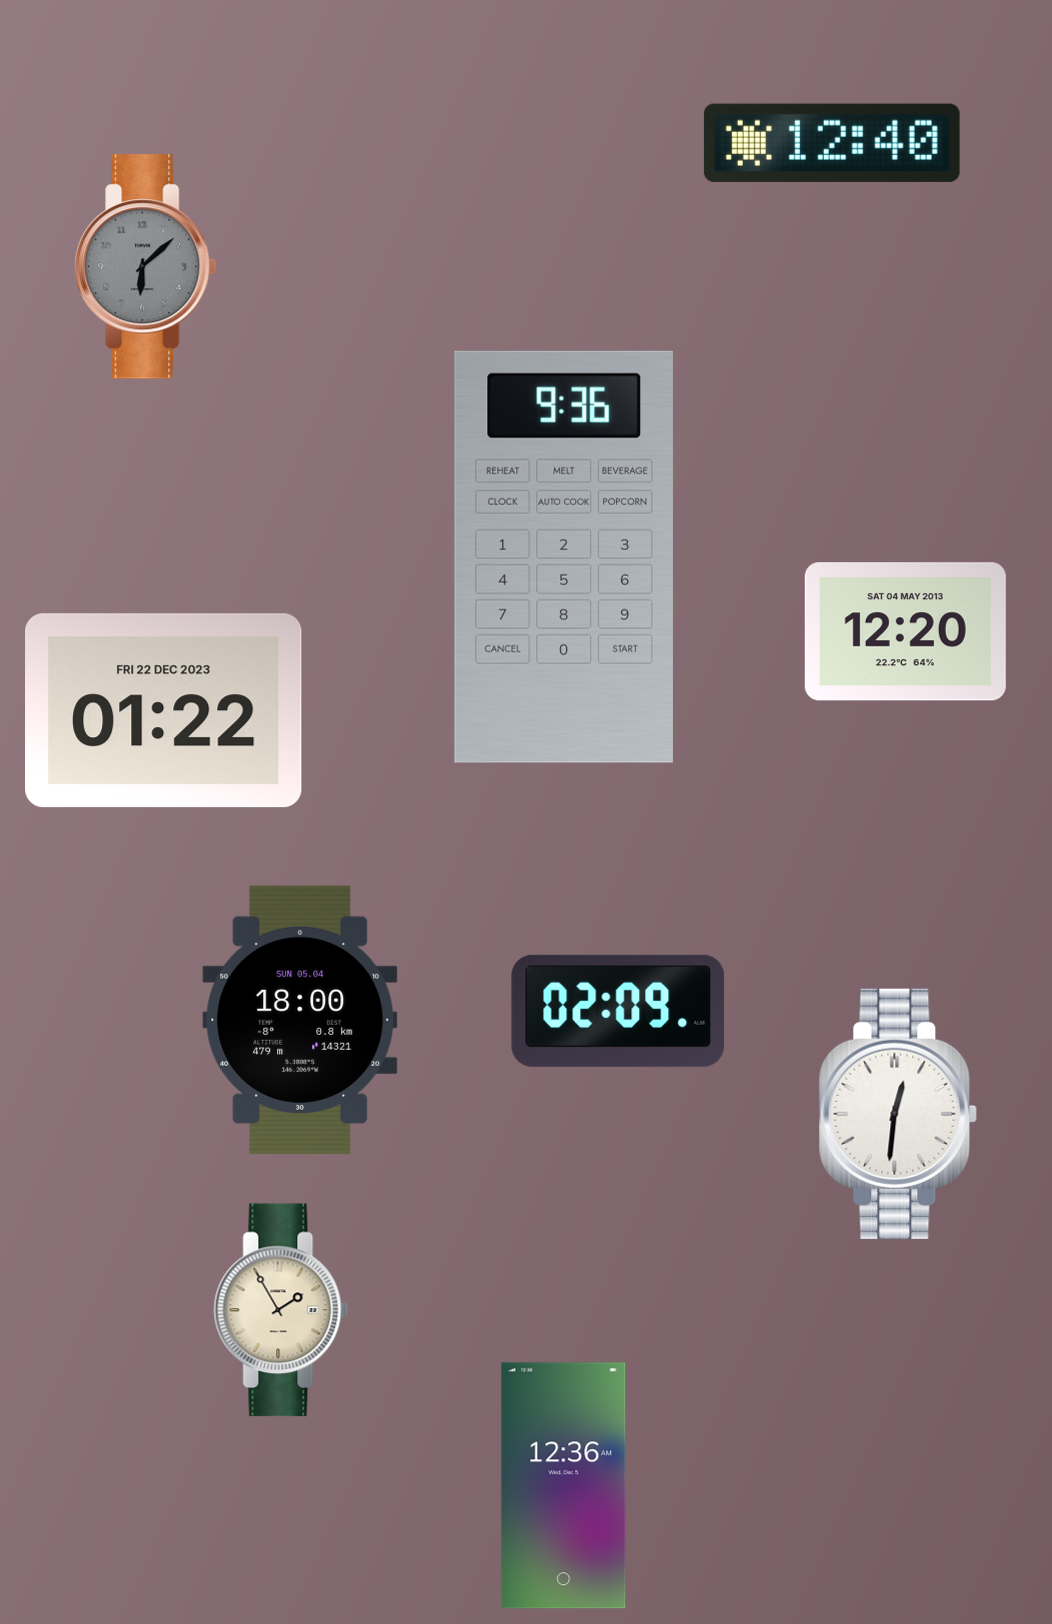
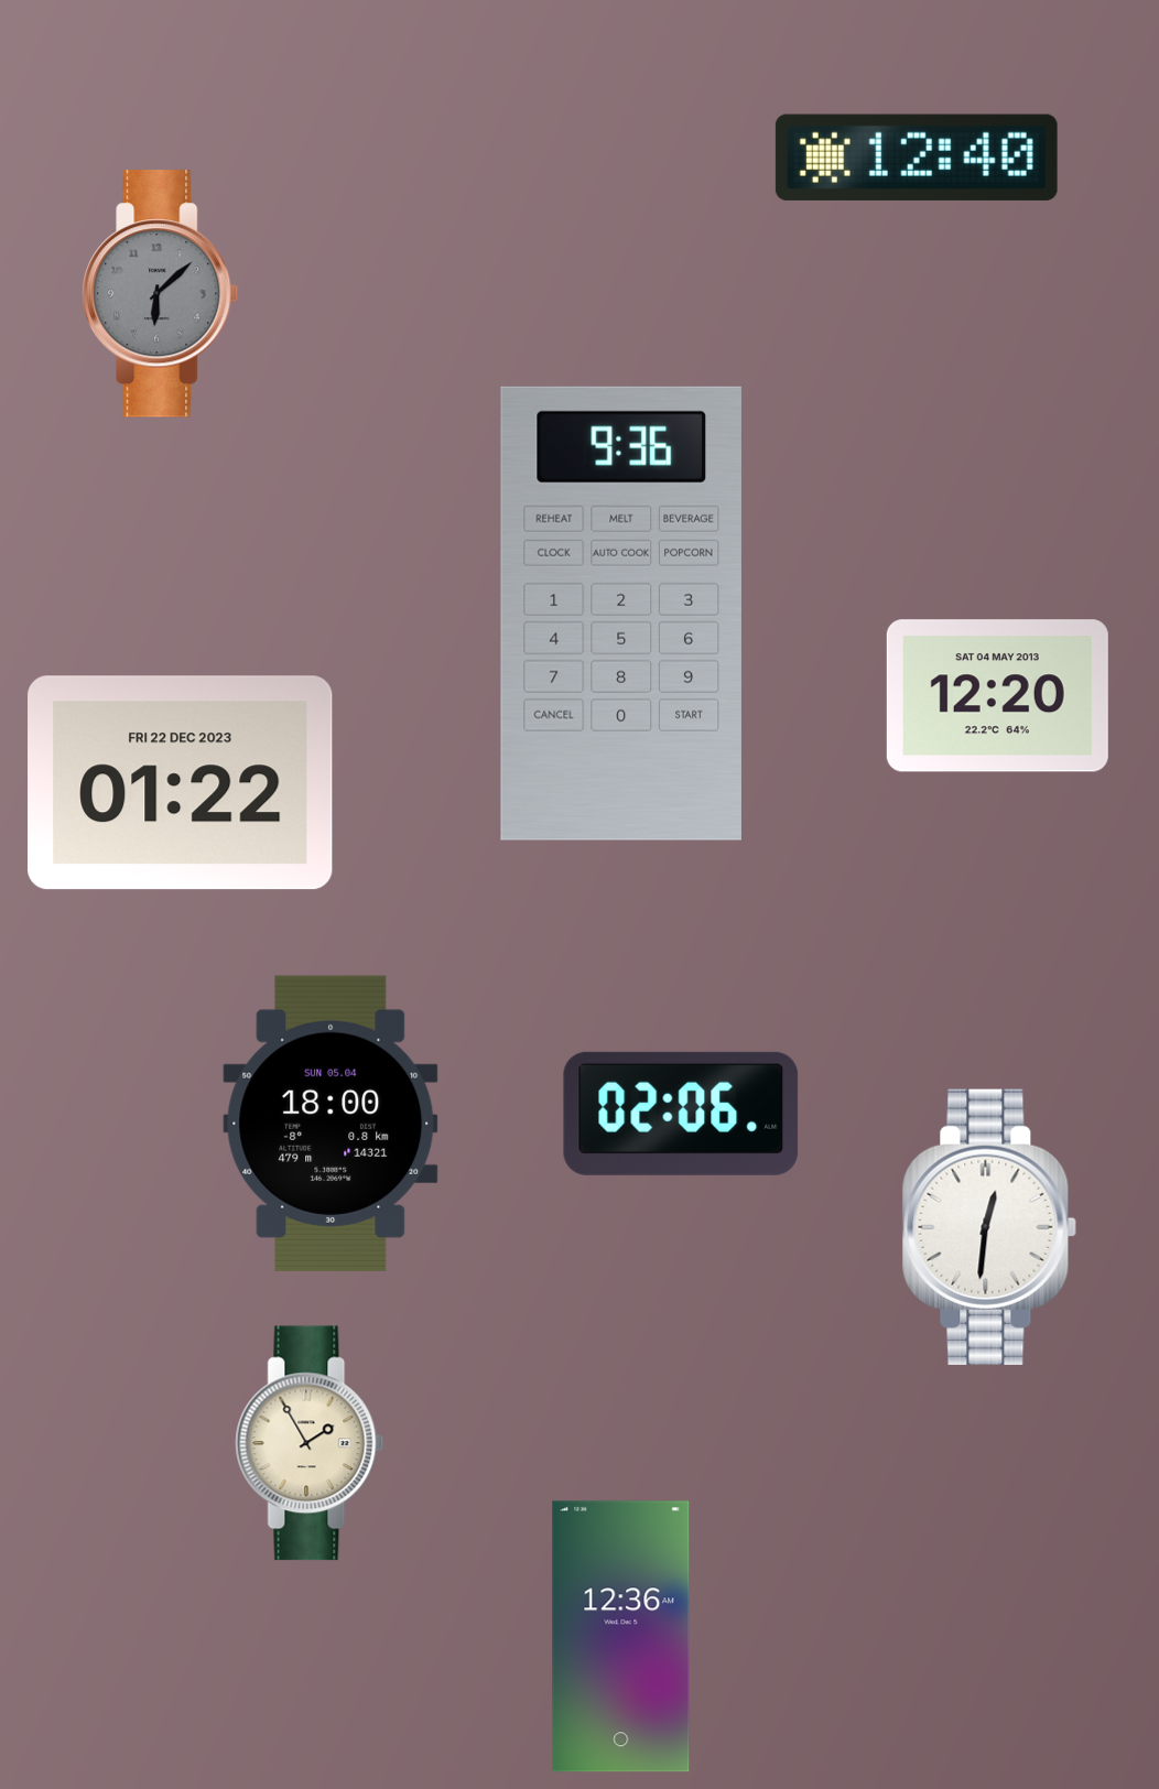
clock at (618, 1011): 02:09 -> 02:06
